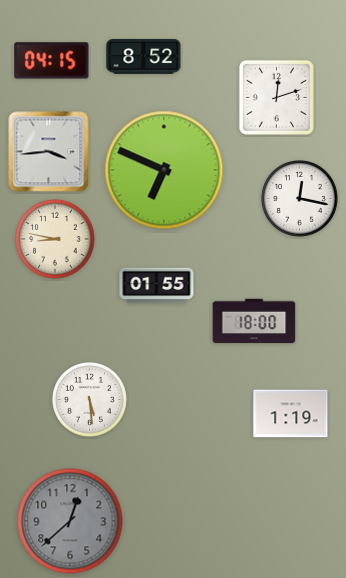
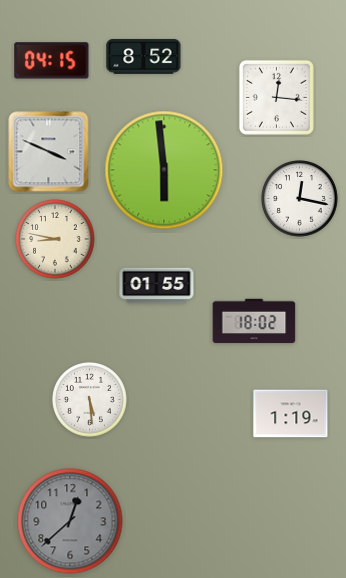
clock at (276, 97): 12:12 -> 12:16
clock at (49, 152): 3:44 -> 3:49
clock at (164, 170): 6:49 -> 5:59
clock at (254, 321): 18:00 -> 18:02
